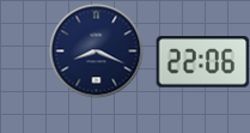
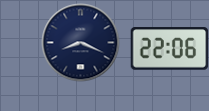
clock at (202, 62) position: (202, 62) -> (169, 49)
